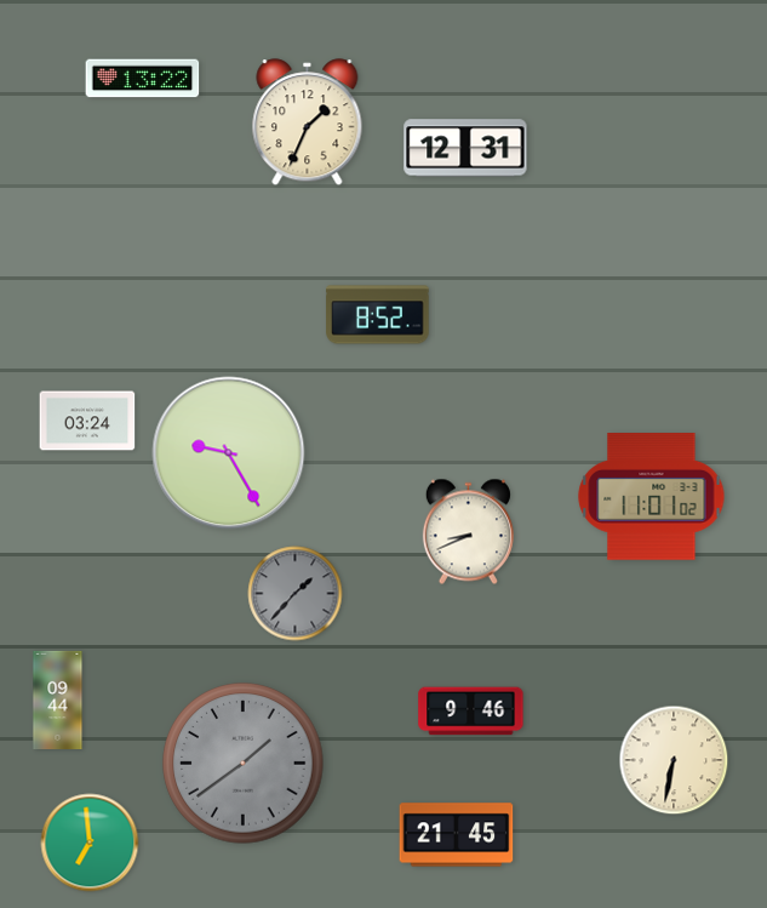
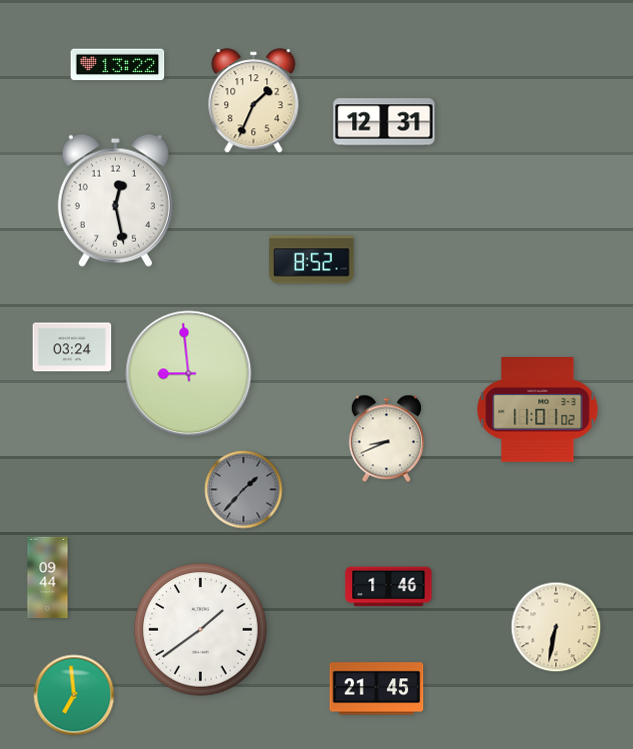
clock at (115, 200): none -> 12:28
clock at (229, 453): 9:25 -> 8:59
clock at (471, 712): 9:46 -> 1:46
clock at (244, 764) dial: grey -> white
